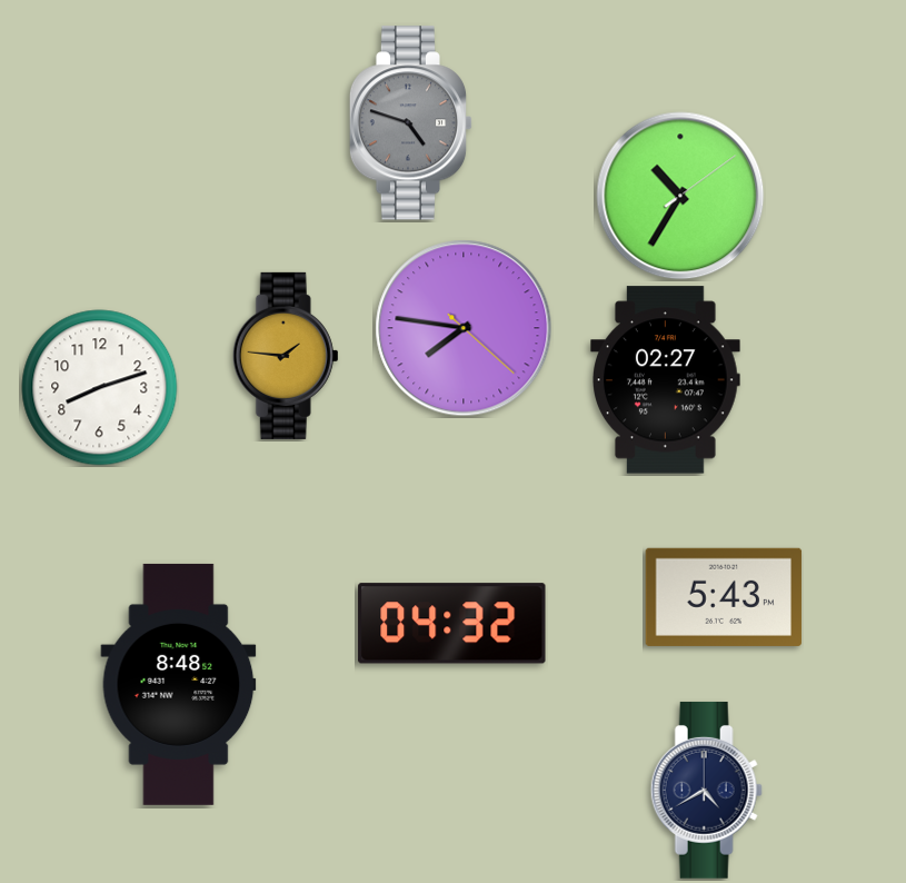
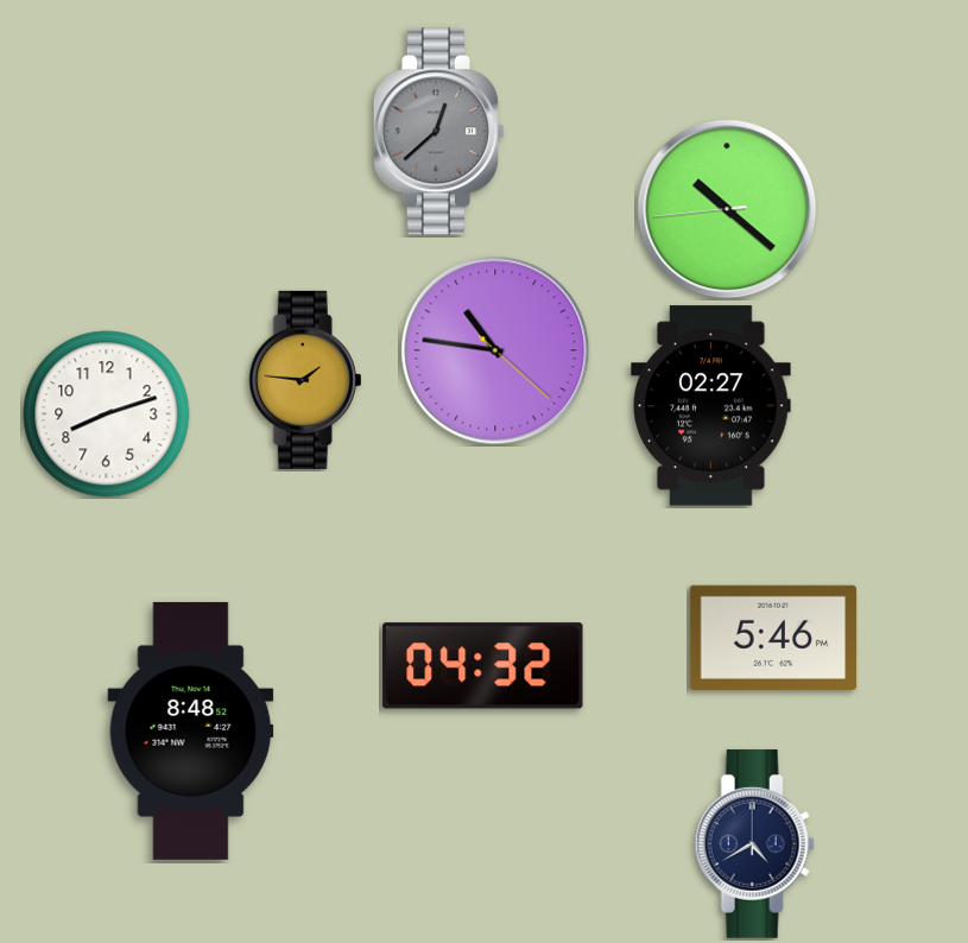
clock at (411, 123): 4:48 -> 12:38
clock at (680, 196): 10:35 -> 10:21
clock at (464, 328): 7:46 -> 10:46
clock at (724, 597): 5:43 -> 5:46
